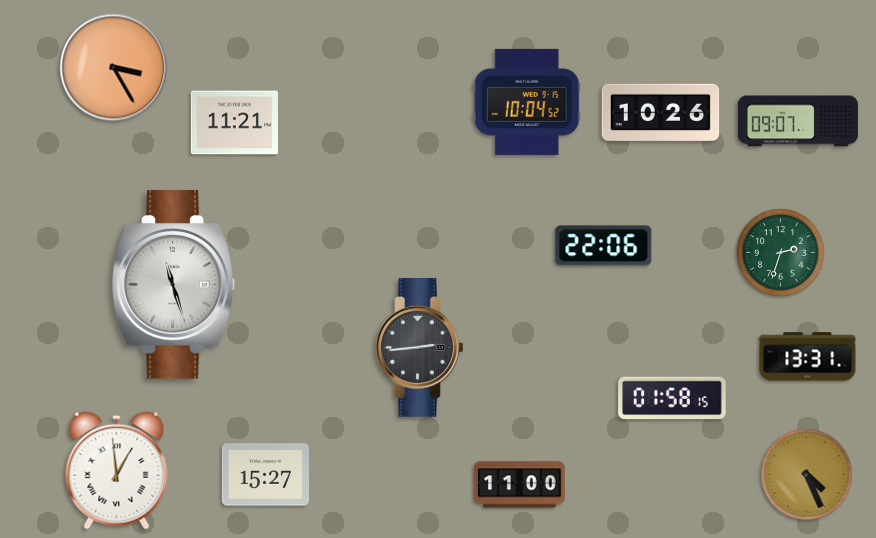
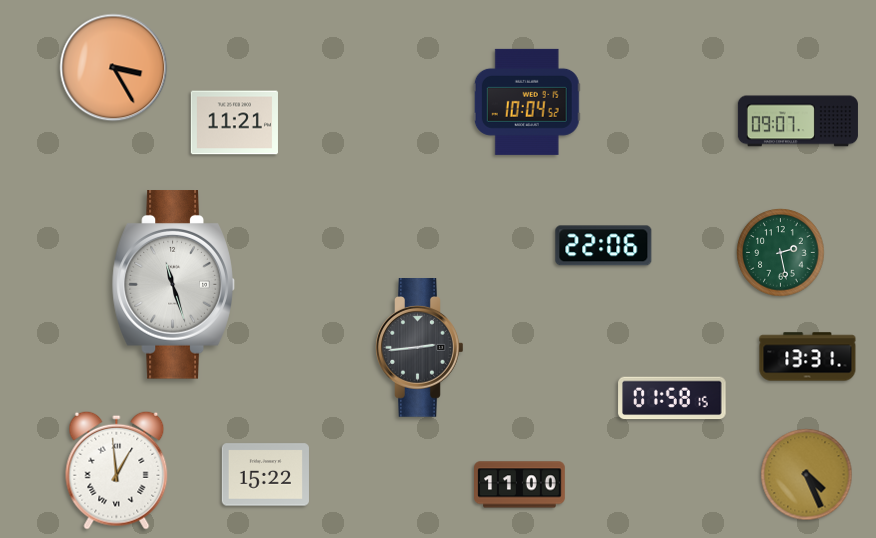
clock at (661, 113): 10:26 -> none
clock at (781, 253): 2:33 -> 2:28
clock at (265, 475): 15:27 -> 15:22
